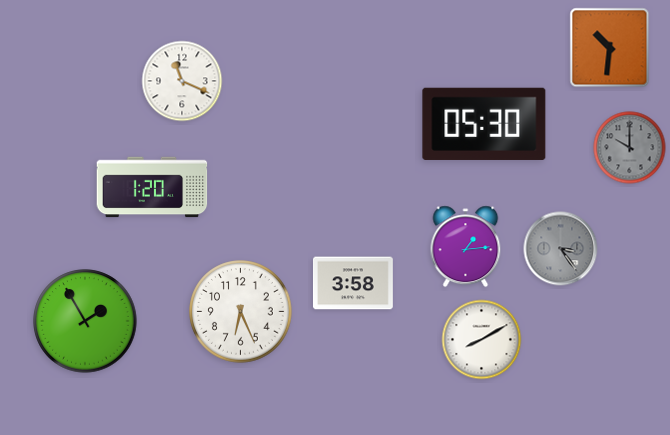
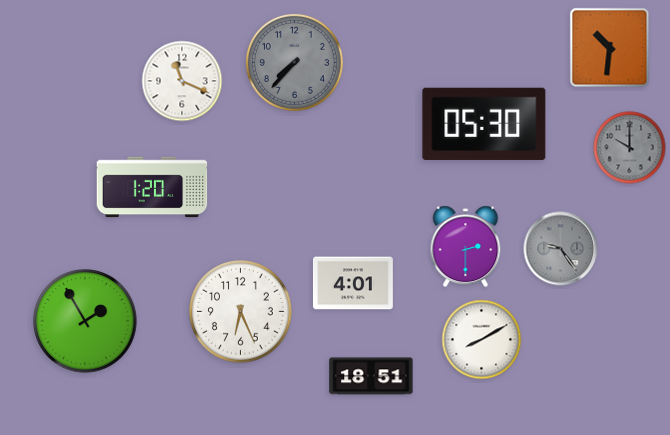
clock at (294, 62): none -> 7:37
clock at (466, 247): 1:14 -> 2:30
clock at (561, 249): 3:24 -> 9:24
clock at (353, 283): 3:58 -> 4:01
clock at (371, 376): none -> 18:51
